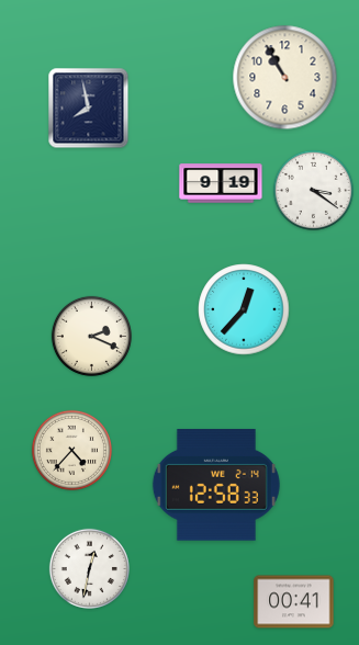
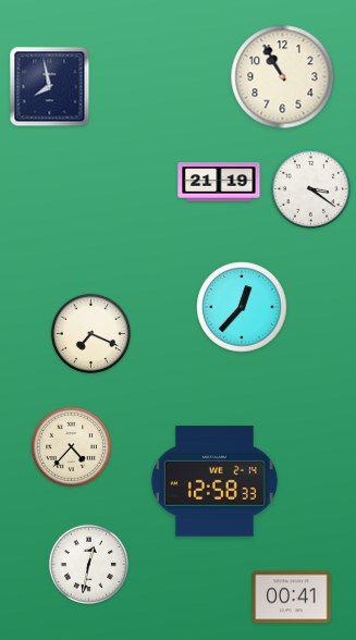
clock at (89, 109) position: (89, 109) -> (50, 87)
clock at (221, 183): 9:19 -> 21:19
clock at (91, 336): 2:19 -> 7:19
